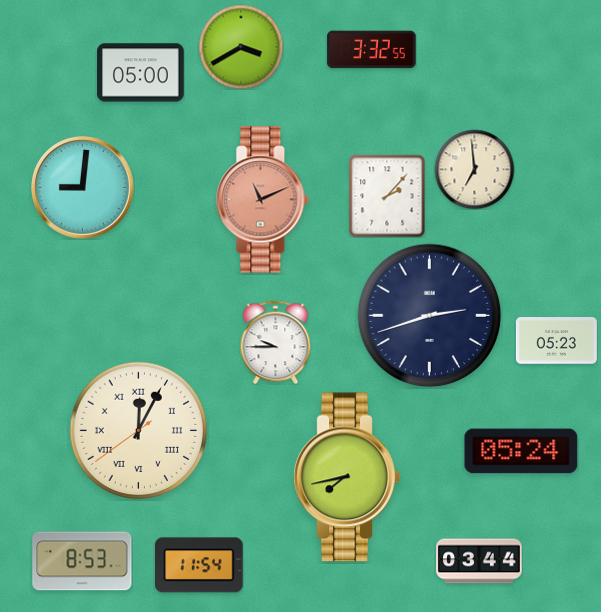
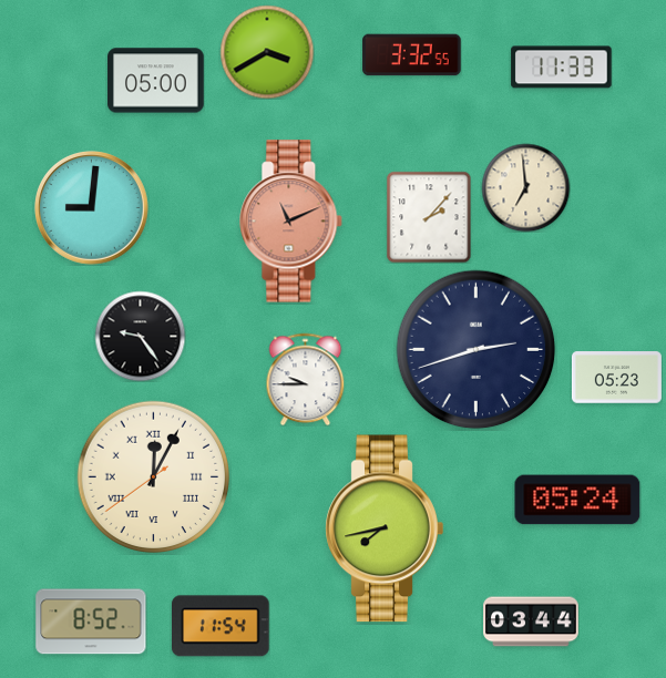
clock at (562, 68): none -> 11:33
clock at (140, 336): none -> 9:24
clock at (82, 561): 8:53 -> 8:52
